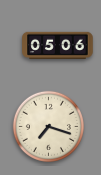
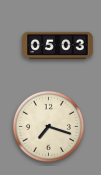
clock at (58, 45): 05:06 -> 05:03
